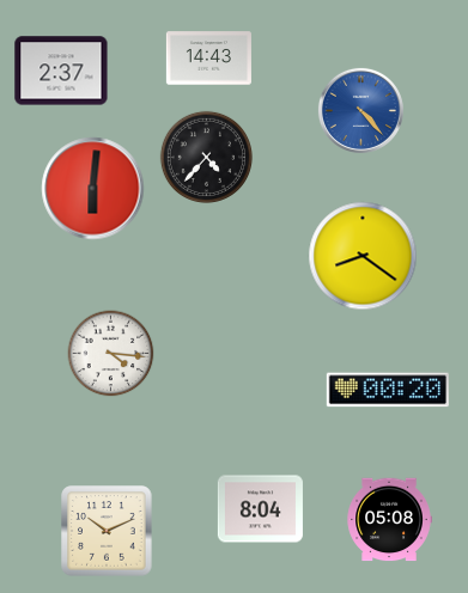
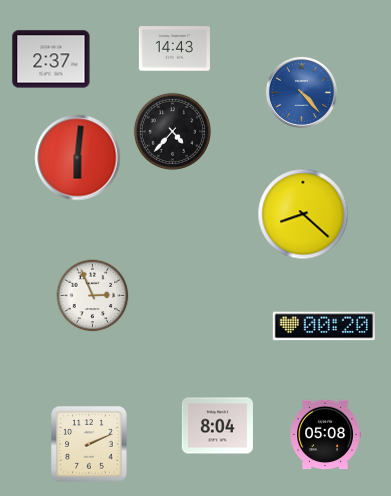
clock at (363, 256): 8:21 -> 8:22
clock at (111, 354): 4:16 -> 2:56
clock at (107, 531): 10:11 -> 2:11
